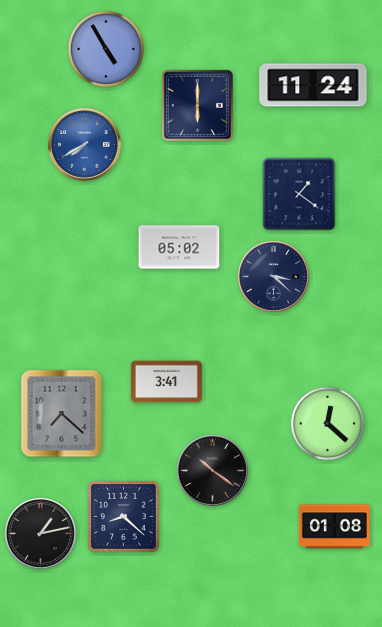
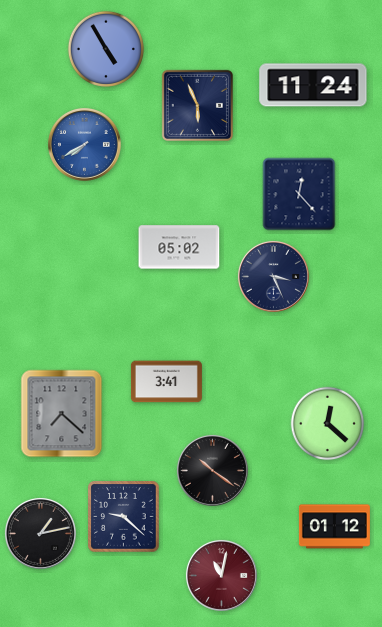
clock at (197, 105): 6:00 -> 5:56
clock at (299, 194): 1:21 -> 12:23
clock at (273, 276): 3:22 -> 3:26
clock at (124, 517): 8:22 -> 9:22
clock at (334, 527): 01:08 -> 01:12
clock at (221, 575): none -> 11:02
